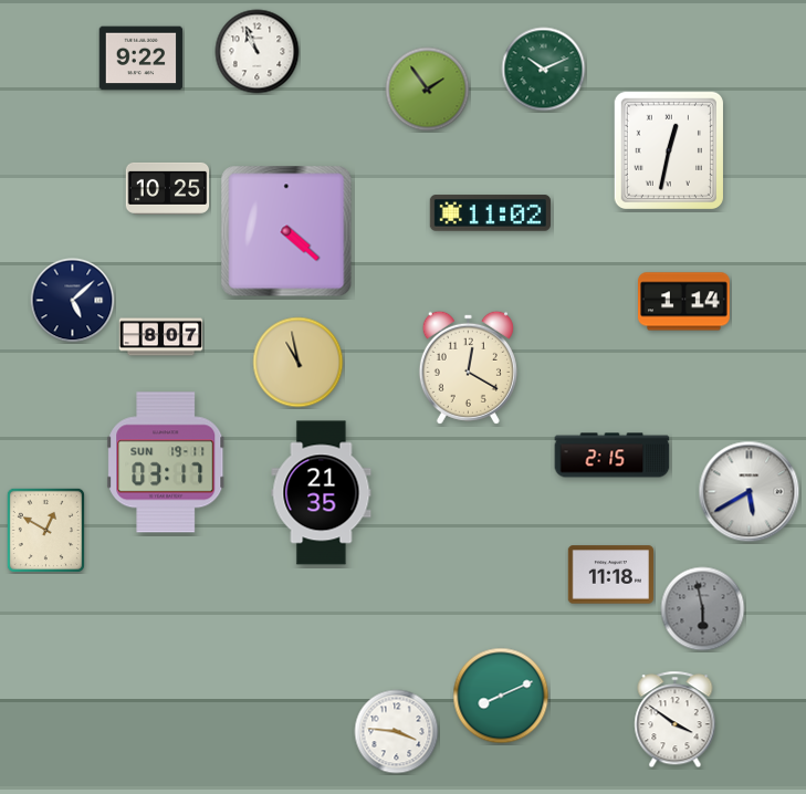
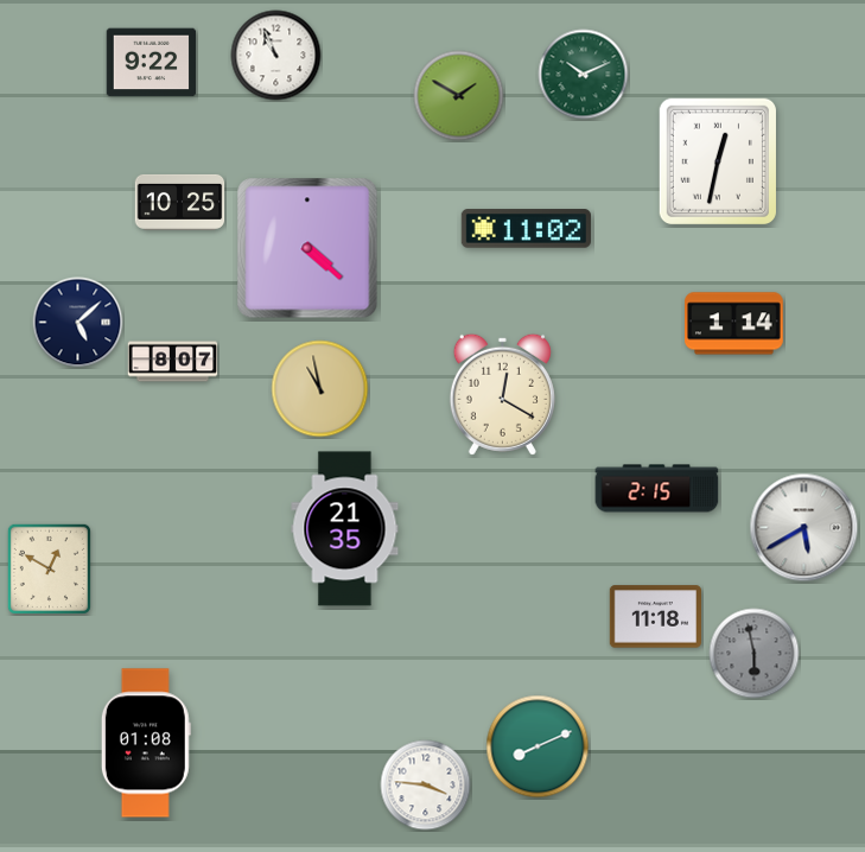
clock at (428, 90): 1:54 -> 1:50
clock at (167, 462): 03:17 -> none
clock at (146, 743): none -> 01:08
clock at (676, 720): 3:51 -> none
